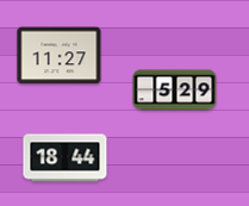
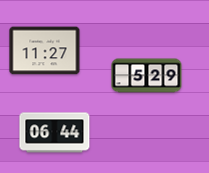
clock at (60, 56) position: (60, 56) -> (45, 51)
clock at (66, 158): 18:44 -> 06:44
